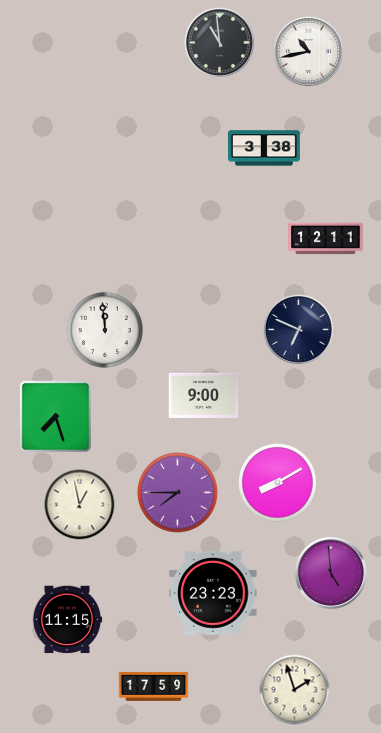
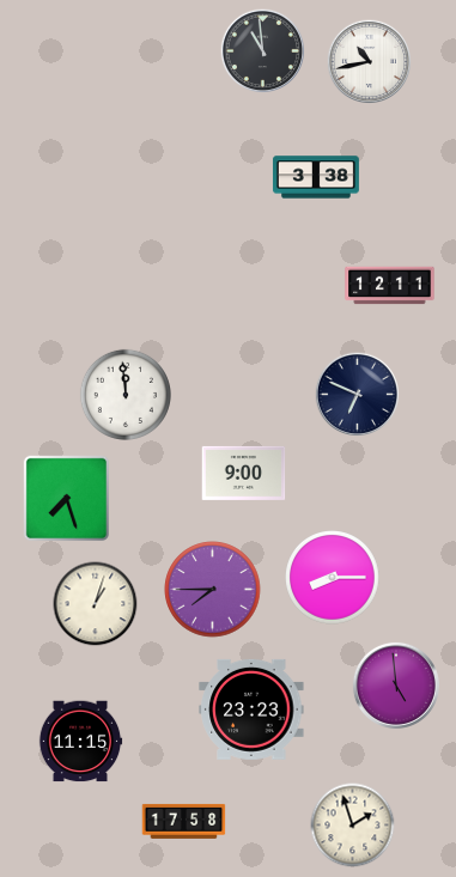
clock at (278, 483): 8:10 -> 8:15
clock at (80, 505): 12:58 -> 1:03
clock at (213, 593) position: (213, 593) -> (251, 709)
clock at (154, 686): 17:59 -> 17:58
